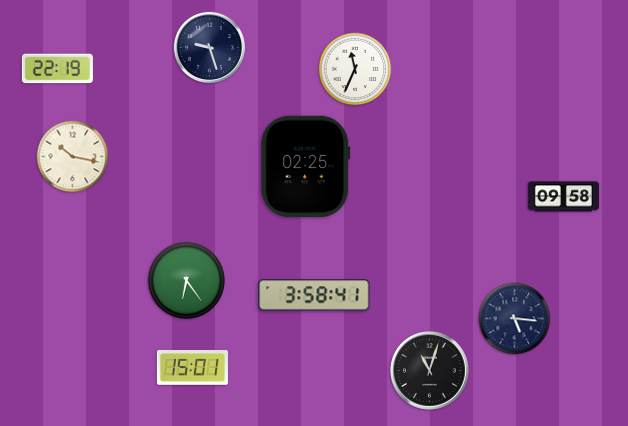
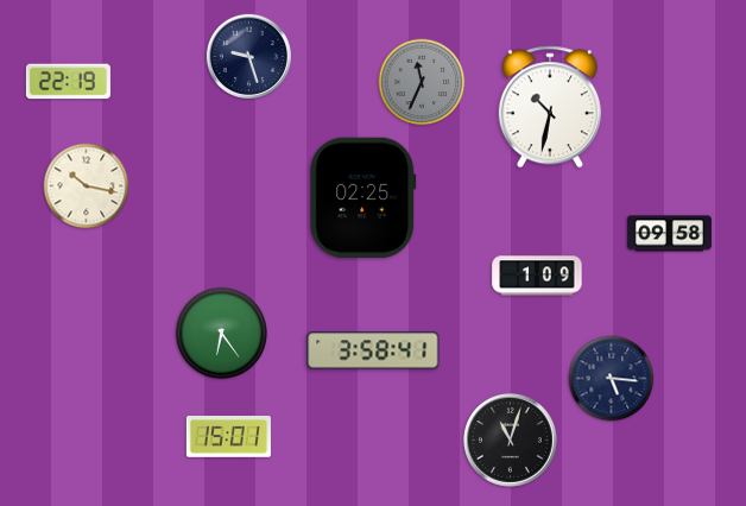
clock at (355, 69) dial: white -> grey
clock at (550, 107): none -> 10:32
clock at (537, 276): none -> 1:09
